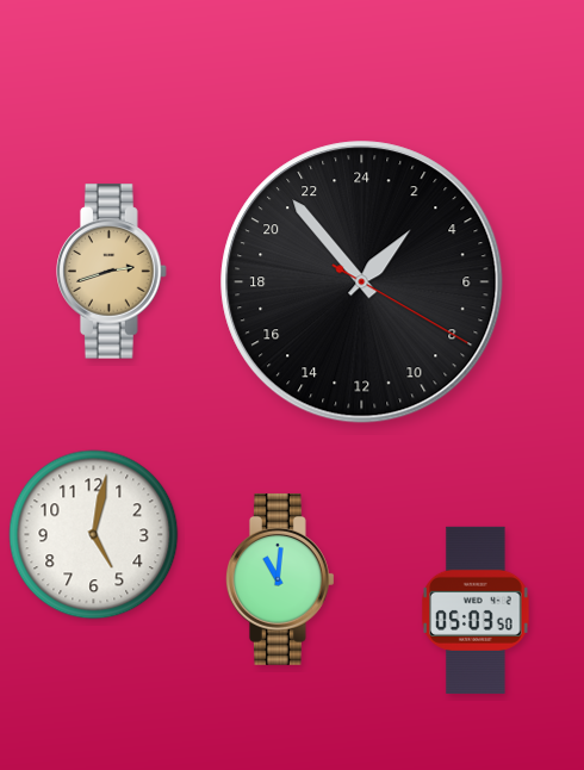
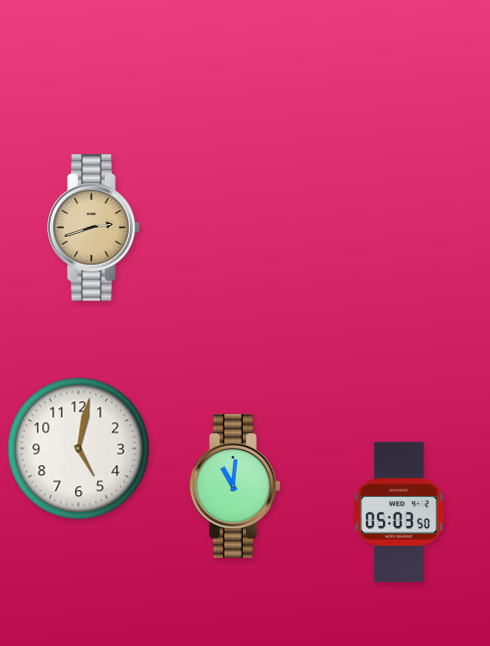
clock at (362, 282): 2:53 -> none
